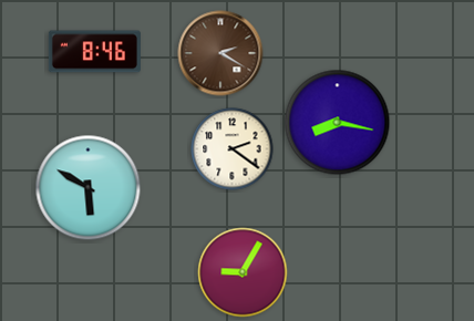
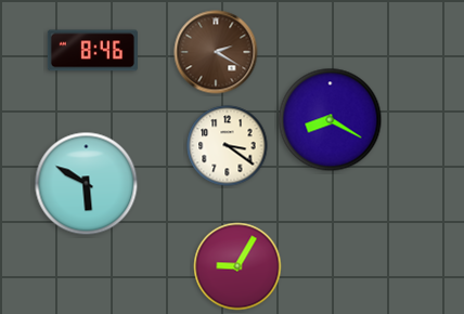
clock at (338, 123): 8:17 -> 8:20
clock at (233, 149): 2:21 -> 3:21
